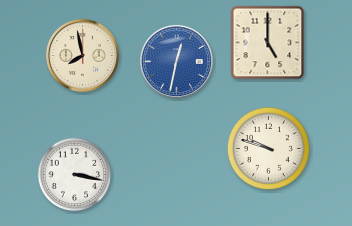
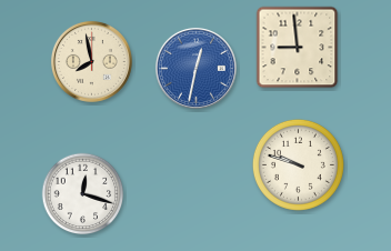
clock at (268, 43): 5:00 -> 8:59
clock at (75, 175): 3:17 -> 12:18
